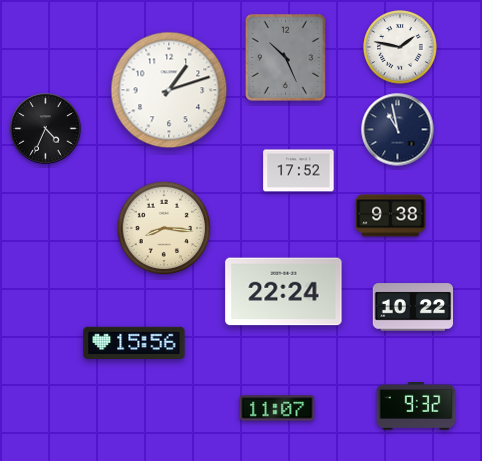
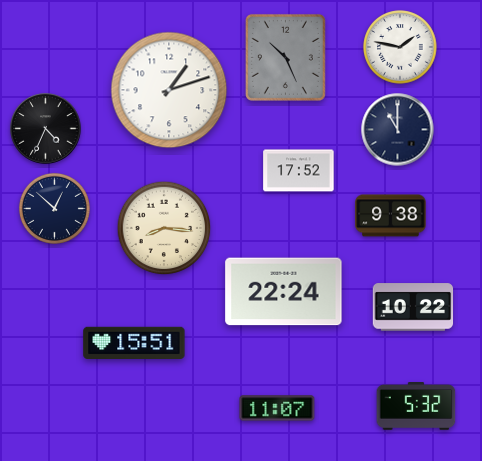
clock at (398, 130): 10:58 -> 11:00
clock at (54, 208): none -> 12:52
clock at (134, 342): 15:56 -> 15:51
clock at (416, 407): 9:32 -> 5:32
